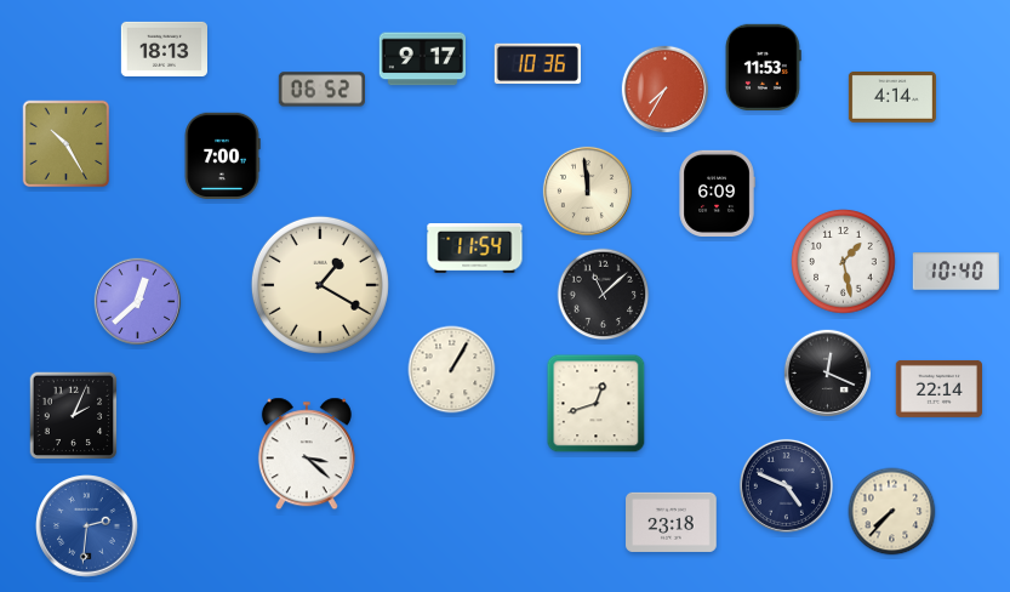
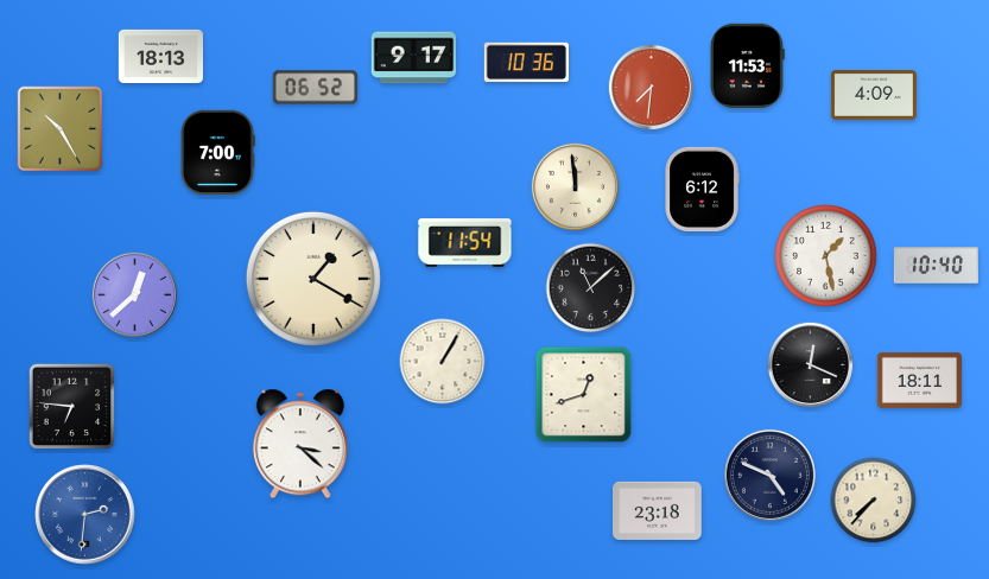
clock at (164, 49) position: (164, 49) -> (160, 56)
clock at (666, 90): 7:35 -> 7:31
clock at (892, 98): 4:14 -> 4:09
clock at (67, 144) position: (67, 144) -> (61, 129)
clock at (717, 193): 6:09 -> 6:12
clock at (938, 388): 22:14 -> 18:11
clock at (74, 416): 2:04 -> 6:46
